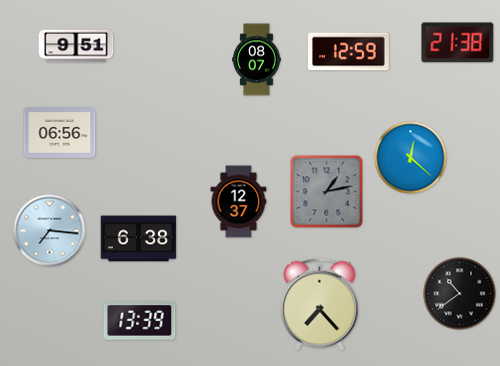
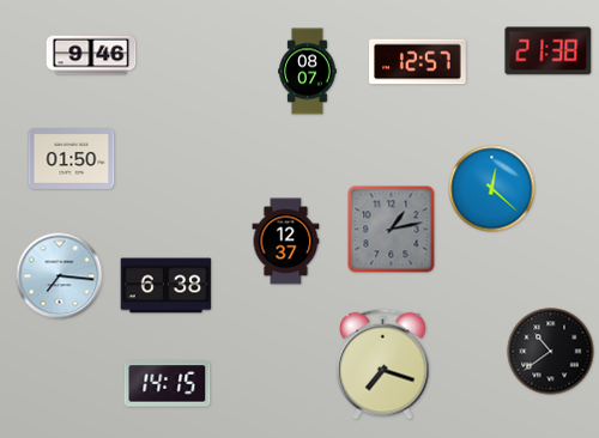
clock at (76, 46): 9:51 -> 9:46
clock at (349, 52): 12:59 -> 12:57
clock at (60, 133): 06:56 -> 01:50
clock at (320, 304): 7:23 -> 7:18
clock at (140, 321): 13:39 -> 14:15
